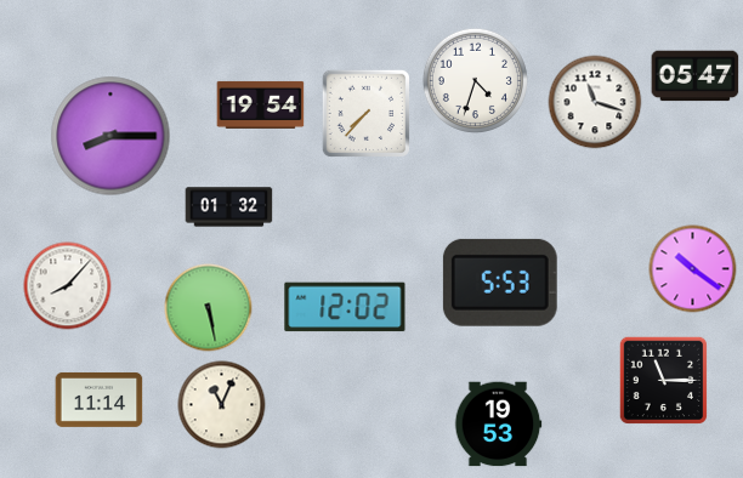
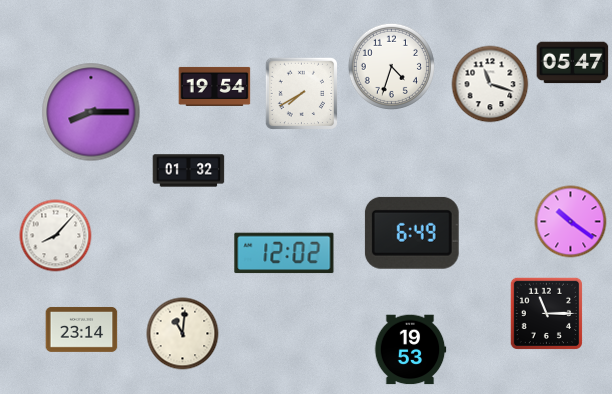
clock at (367, 114): 7:37 -> 7:40
clock at (500, 283): 5:53 -> 6:49
clock at (209, 308): 5:28 -> none
clock at (100, 399): 11:14 -> 23:14
clock at (222, 405): 11:04 -> 11:01
